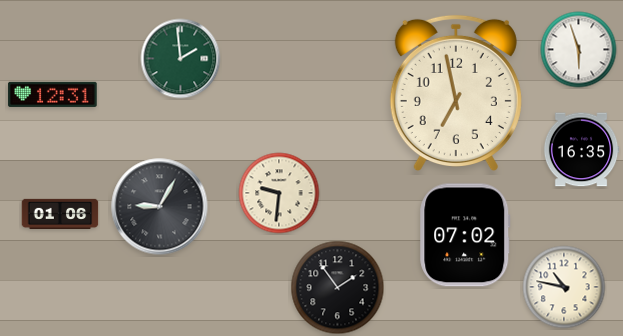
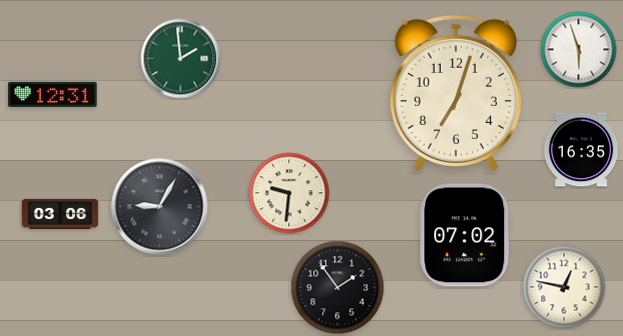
clock at (456, 92): 6:58 -> 7:03
clock at (279, 193) position: (279, 193) -> (289, 193)
clock at (60, 213): 01:06 -> 03:06
clock at (564, 287): 10:47 -> 12:47
